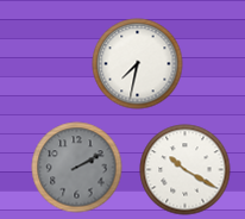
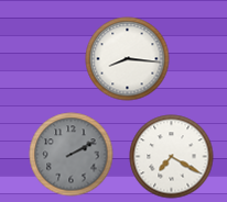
clock at (138, 64): 7:32 -> 8:16
clock at (186, 170): 10:20 -> 7:20
